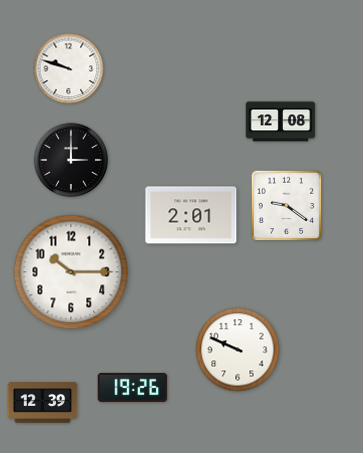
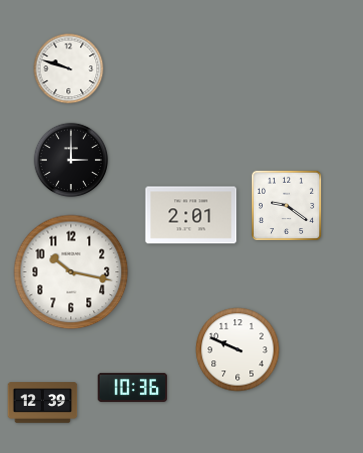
clock at (281, 122): 12:08 -> none
clock at (71, 272): 10:15 -> 10:17
clock at (133, 387): 19:26 -> 10:36
